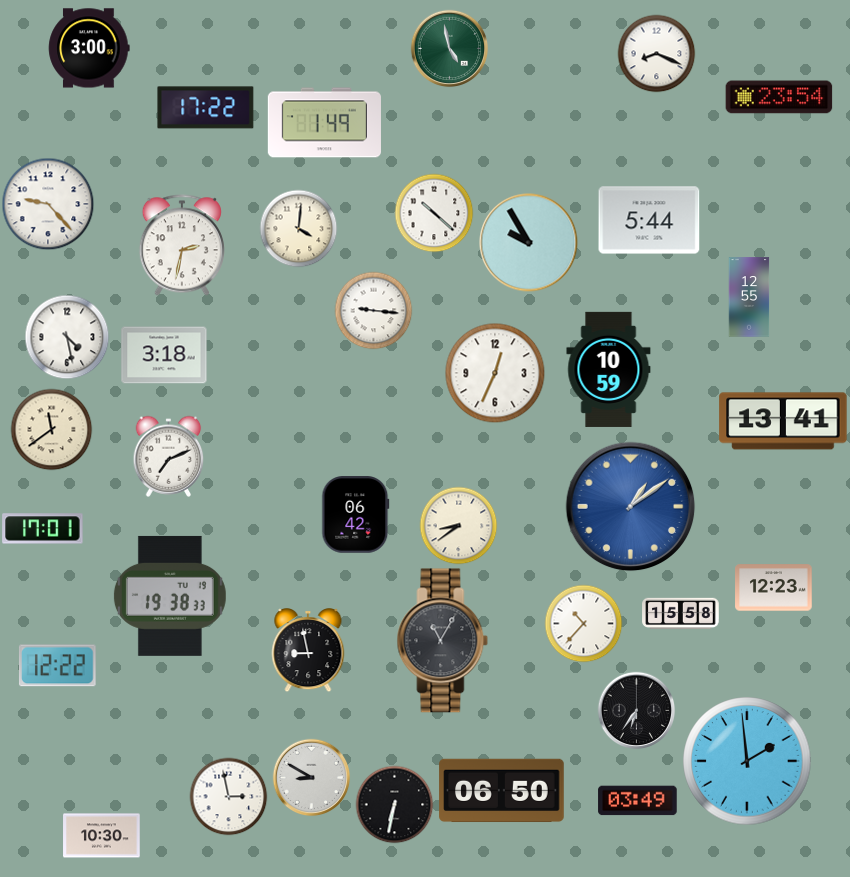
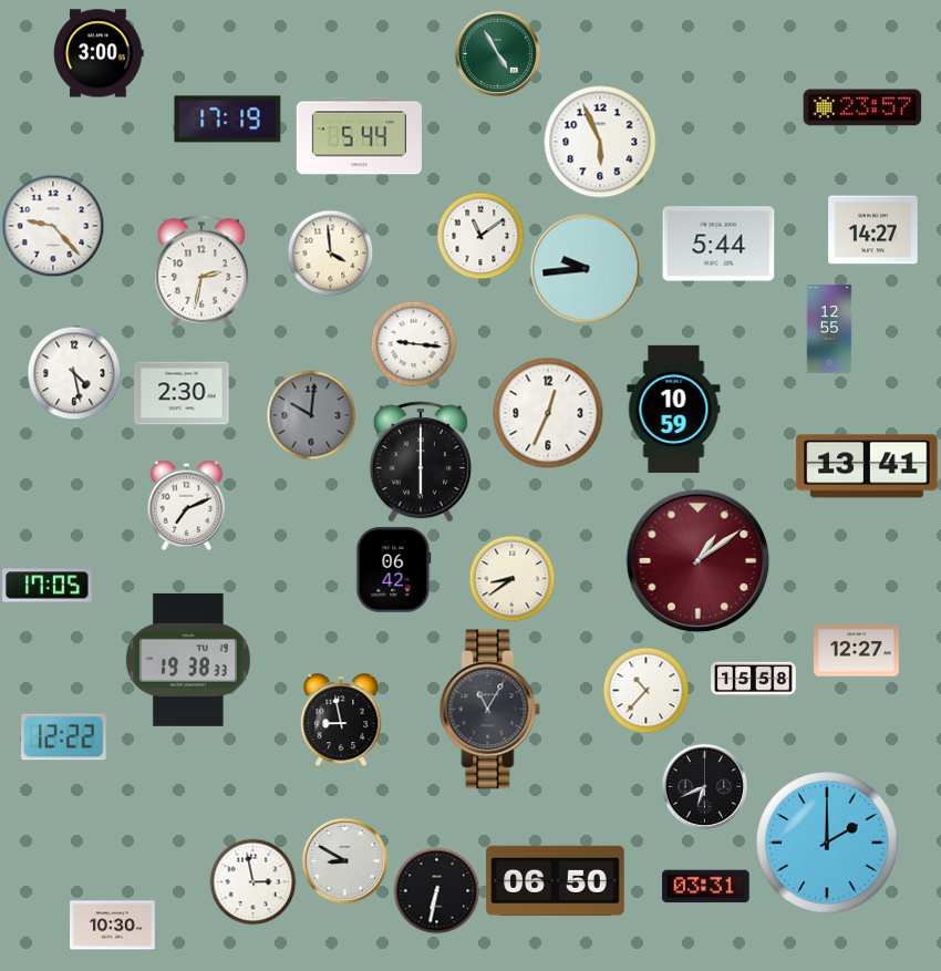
clock at (449, 48): 4:58 -> 4:55
clock at (656, 53): 8:19 -> none
clock at (779, 97): 23:54 -> 23:57
clock at (206, 108): 17:22 -> 17:19
clock at (324, 123): 1:49 -> 5:44
clock at (600, 142): none -> 5:56
clock at (873, 230): none -> 14:27
clock at (434, 213): 10:22 -> 11:09
clock at (298, 228): 4:01 -> 3:59
clock at (529, 243): 9:55 -> 9:44
clock at (164, 355): 3:18 -> 2:30
clock at (311, 415): none -> 10:01
clock at (421, 462): none -> 6:00
clock at (51, 429): 11:39 -> none
clock at (631, 507) dial: blue -> burgundy
clock at (458, 525) position: (458, 525) -> (511, 578)
clock at (43, 529): 17:01 -> 17:05
clock at (774, 588): 12:23 -> 12:27
clock at (636, 710): 6:36 -> 6:41
clock at (747, 761): 1:59 -> 2:00
clock at (502, 791) position: (502, 791) -> (556, 881)
clock at (638, 801): 03:49 -> 03:31
